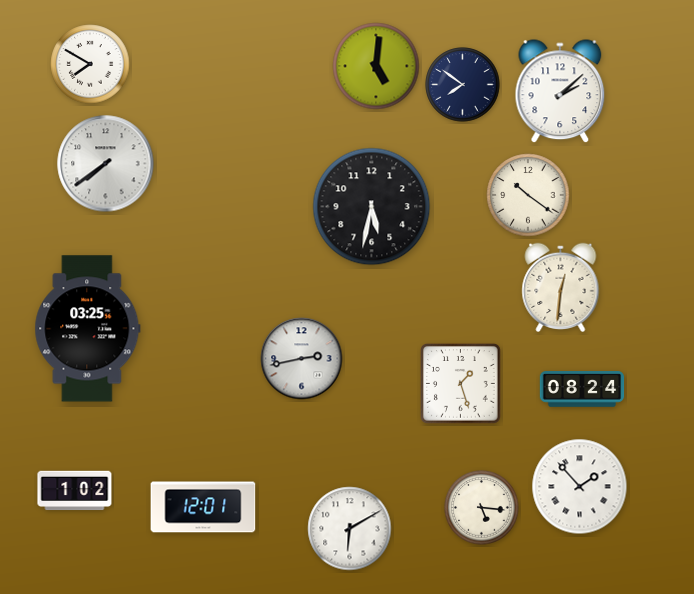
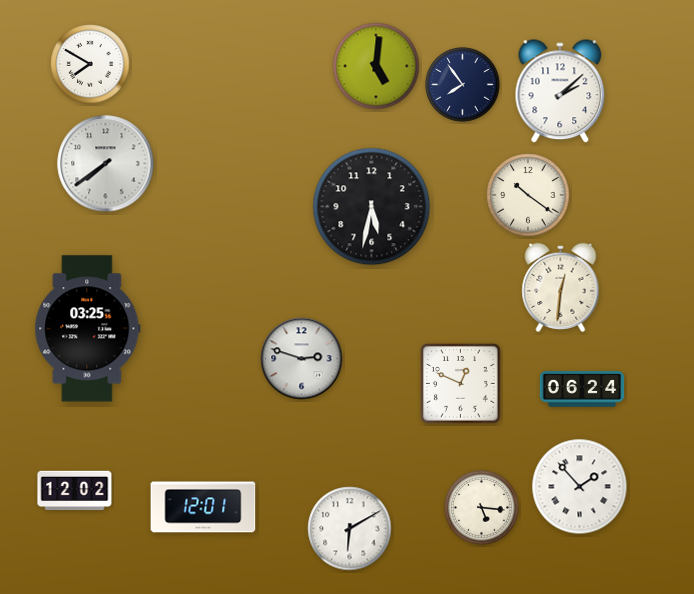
clock at (463, 85): 7:51 -> 7:54
clock at (302, 359): 2:43 -> 2:48
clock at (461, 384): 1:27 -> 12:49
clock at (582, 389): 08:24 -> 06:24
clock at (75, 491): 1:02 -> 12:02
